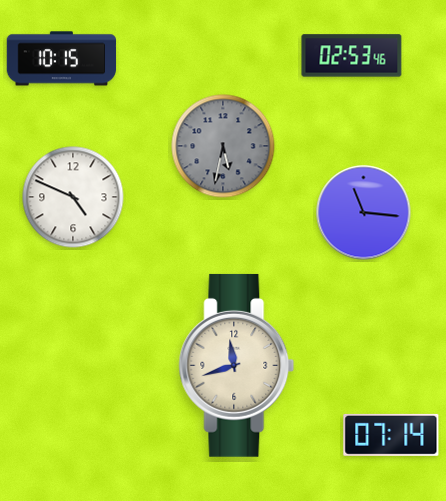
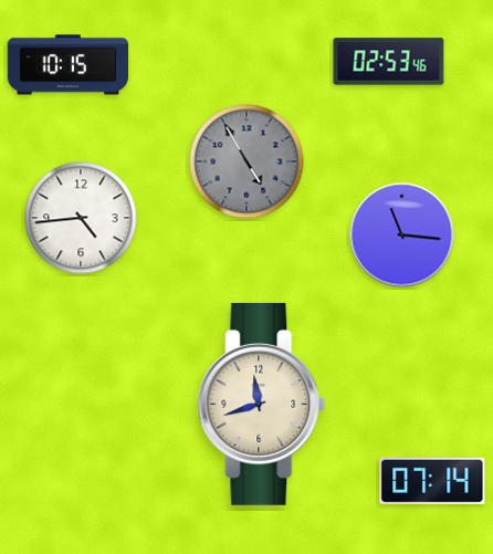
clock at (223, 146): 5:32 -> 4:55
clock at (73, 197): 4:49 -> 4:44
